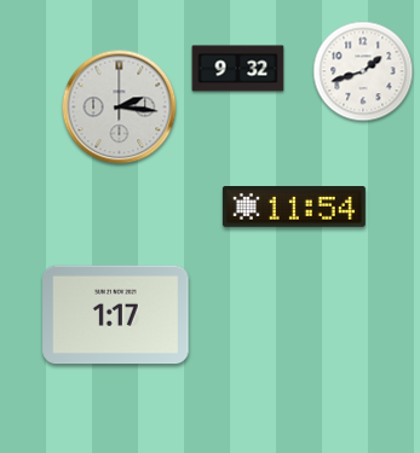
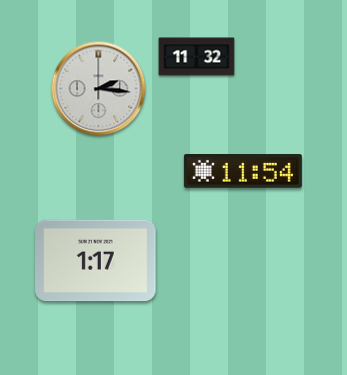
clock at (238, 69): 9:32 -> 11:32
clock at (363, 71): 1:42 -> none
